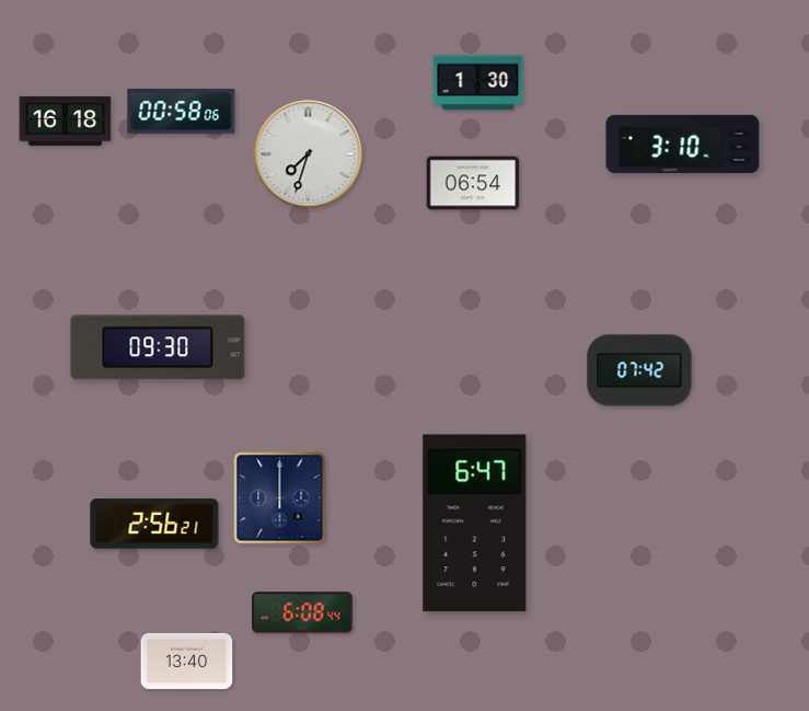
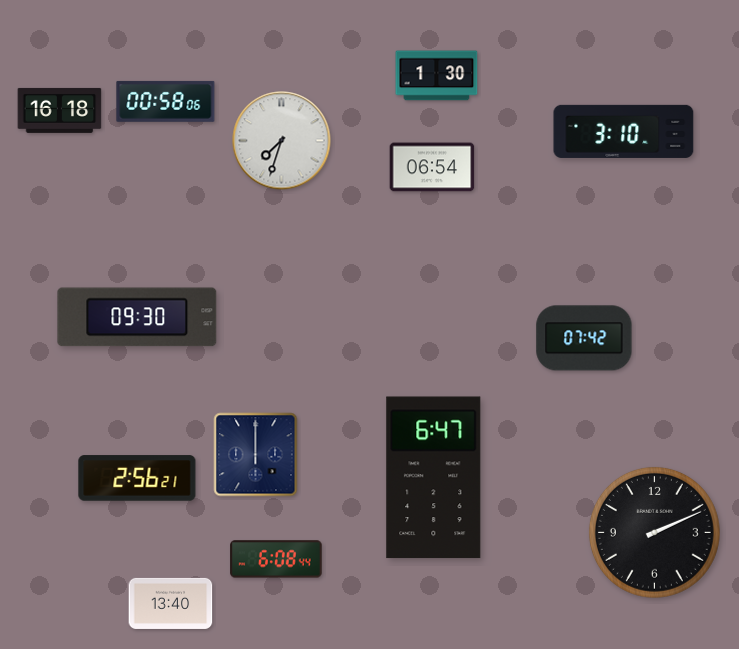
clock at (158, 347) position: (158, 347) -> (137, 317)
clock at (154, 524) position: (154, 524) -> (137, 478)
clock at (654, 532): none -> 2:11
